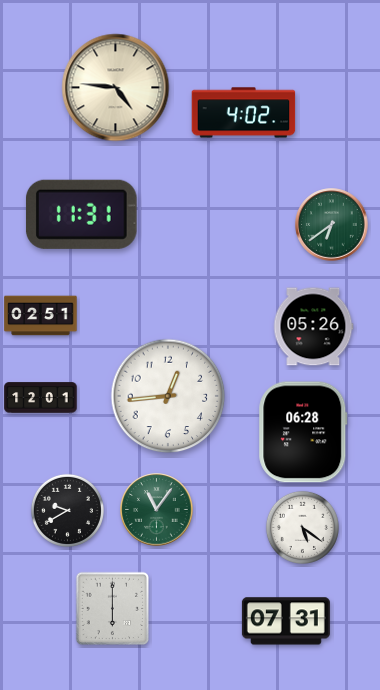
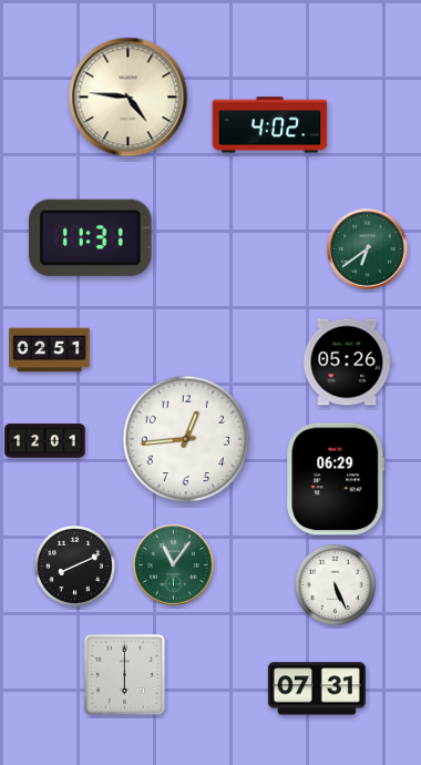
clock at (41, 316) position: (41, 316) -> (50, 350)
clock at (303, 432): 06:28 -> 06:29
clock at (67, 510): 9:40 -> 8:11
clock at (302, 527): 5:21 -> 5:26
